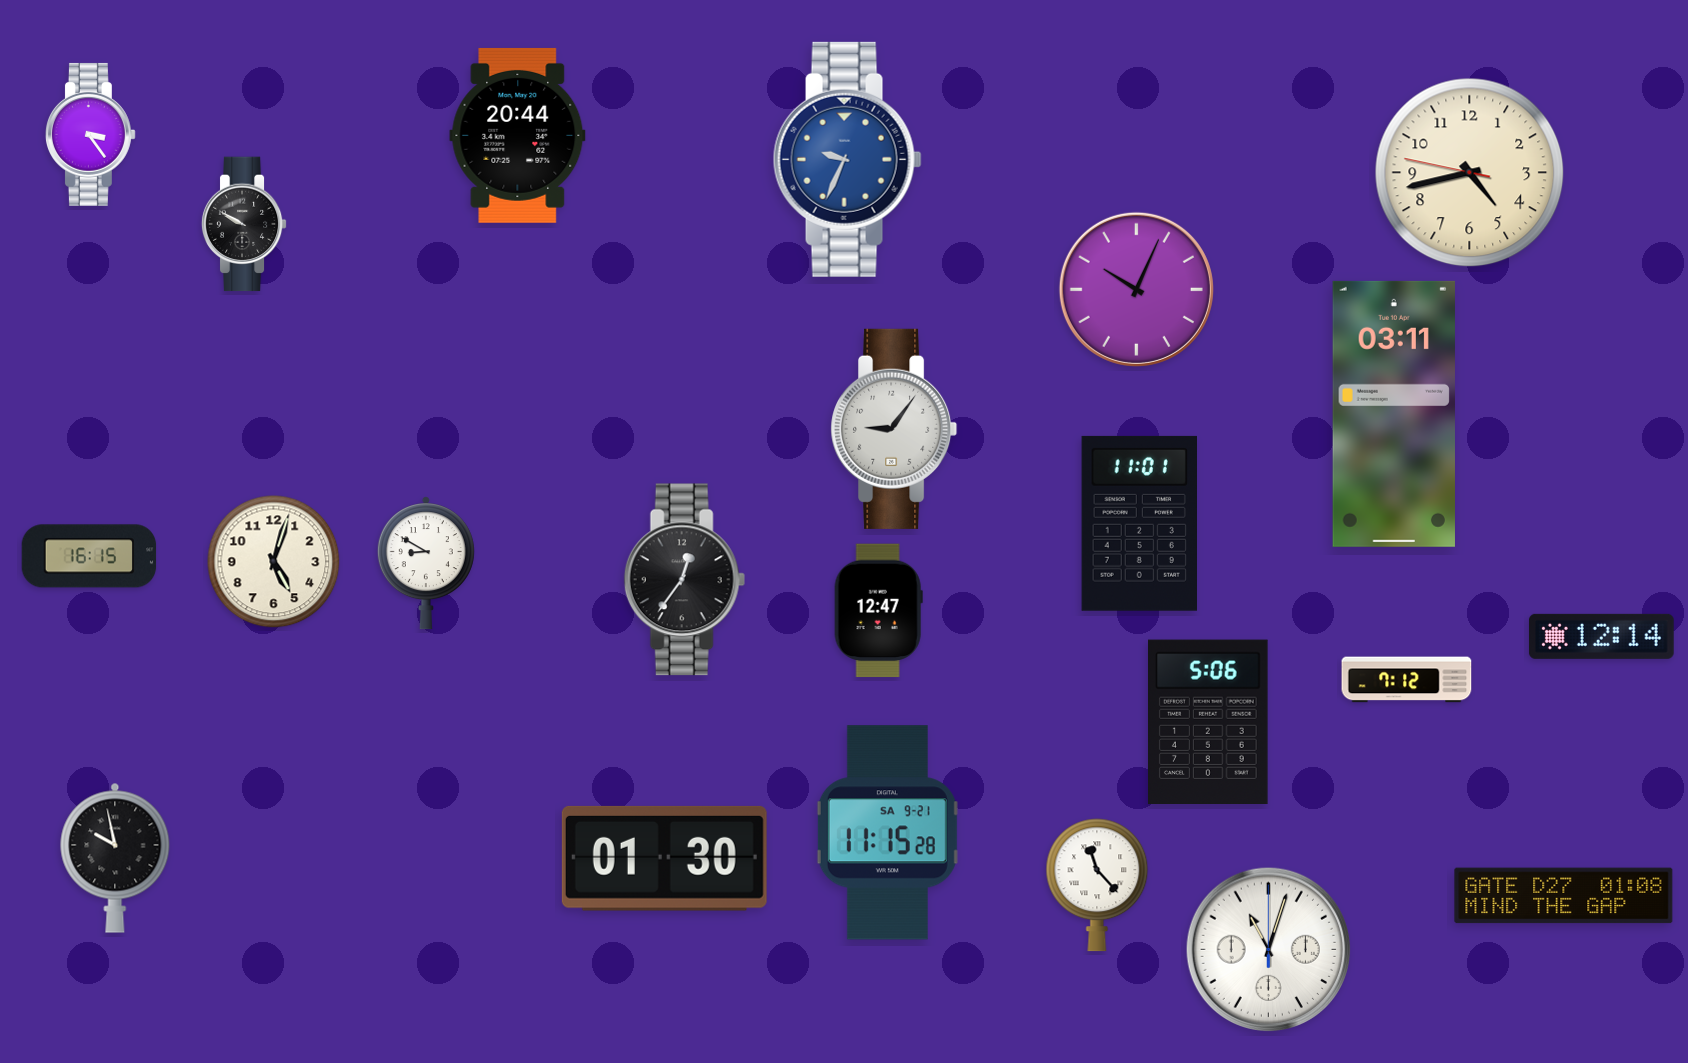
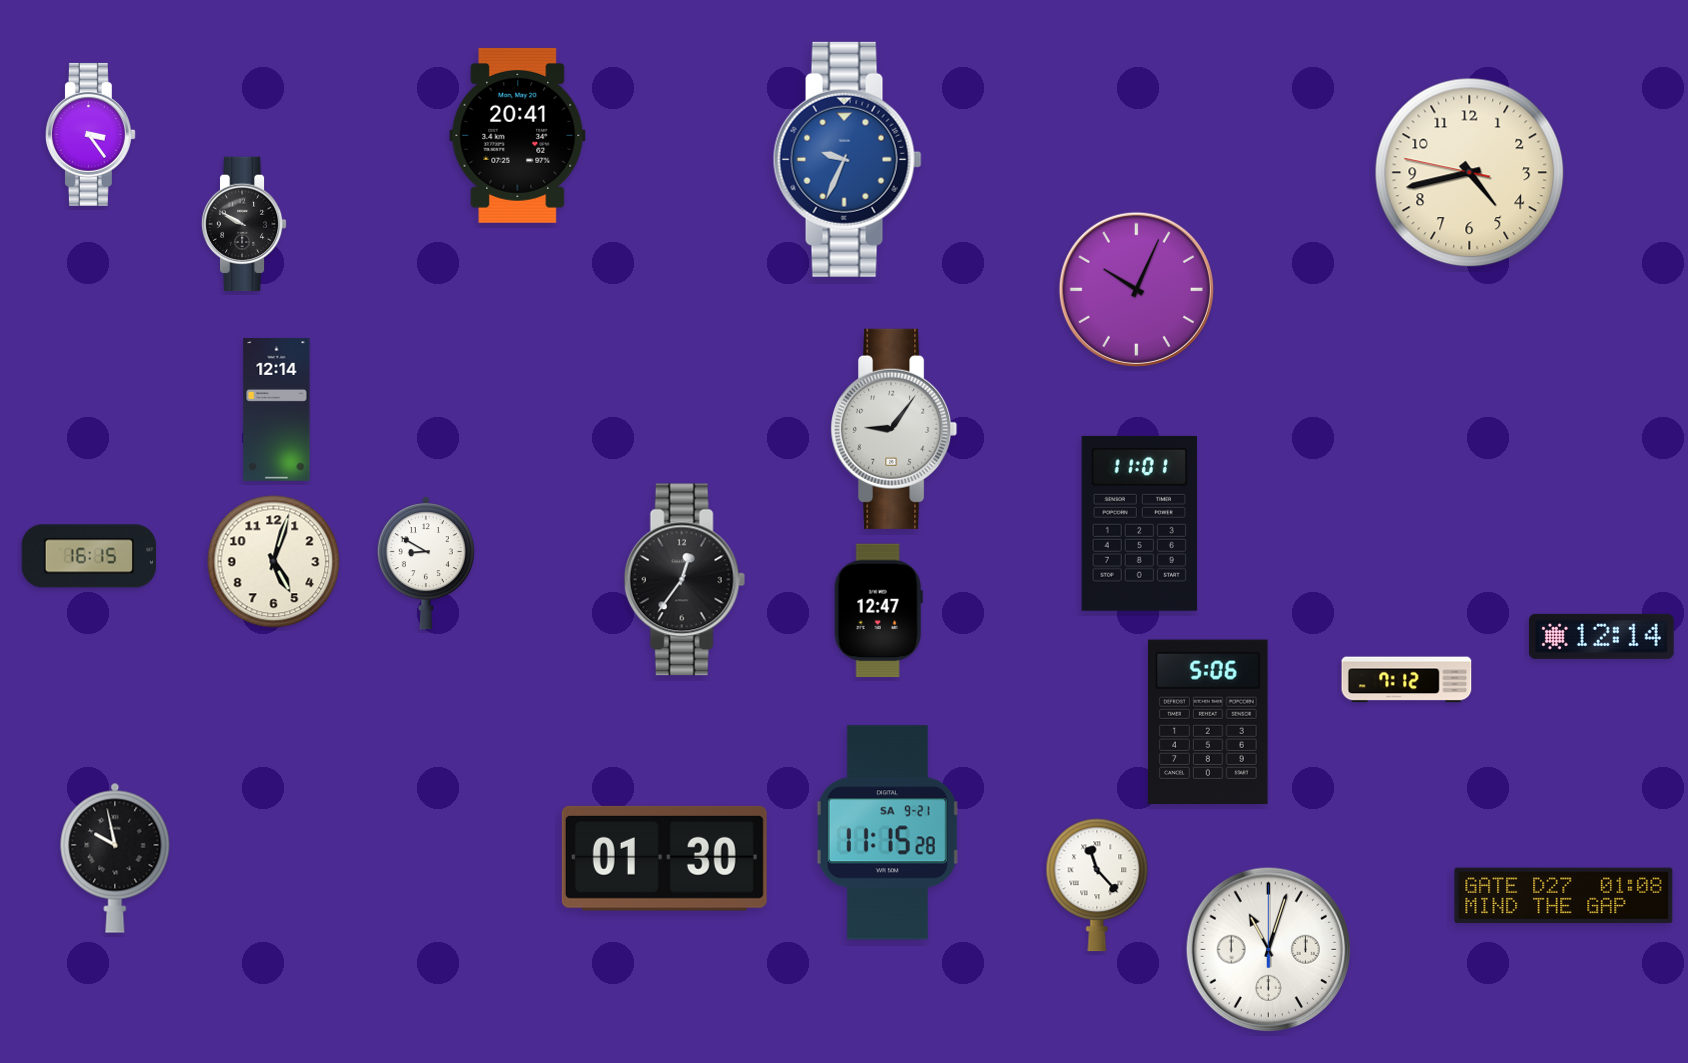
clock at (518, 135): 20:44 -> 20:41
clock at (277, 409): none -> 12:14
clock at (1394, 414): 03:11 -> none
